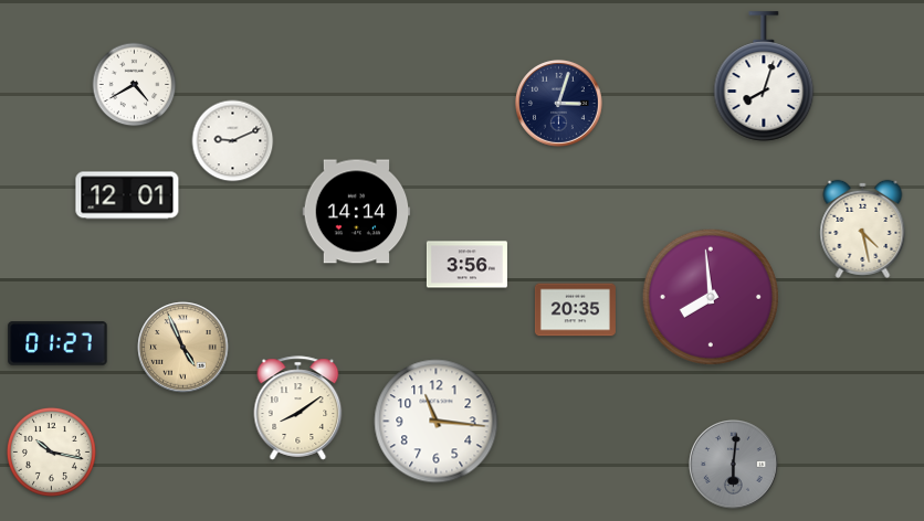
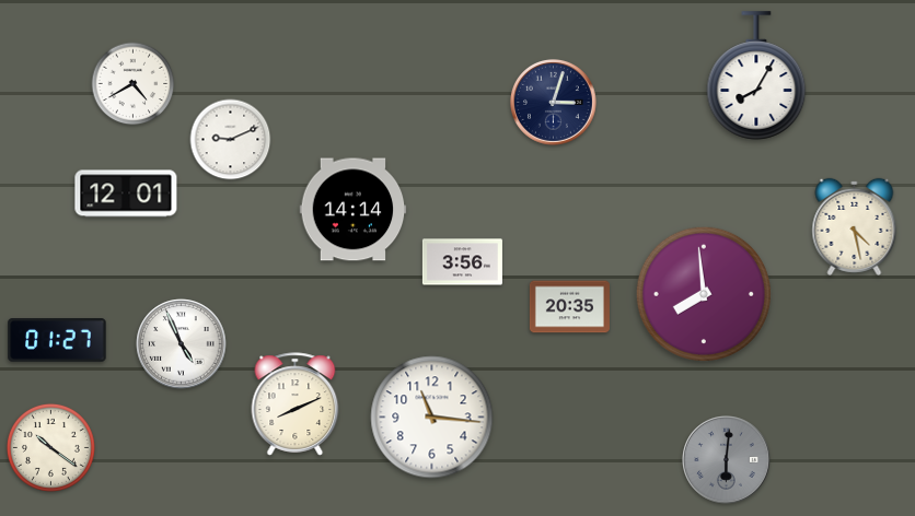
clock at (764, 76): 8:03 -> 8:05
clock at (183, 348) dial: champagne -> white
clock at (298, 408): 8:09 -> 8:11
clock at (51, 451): 10:17 -> 10:21
